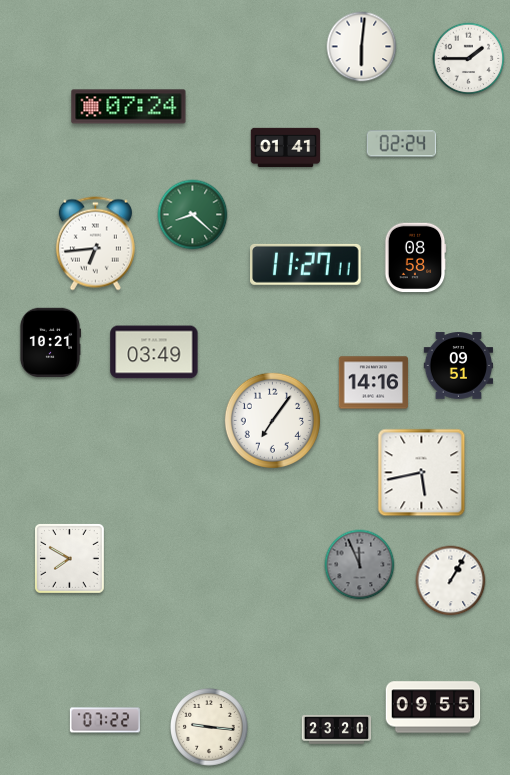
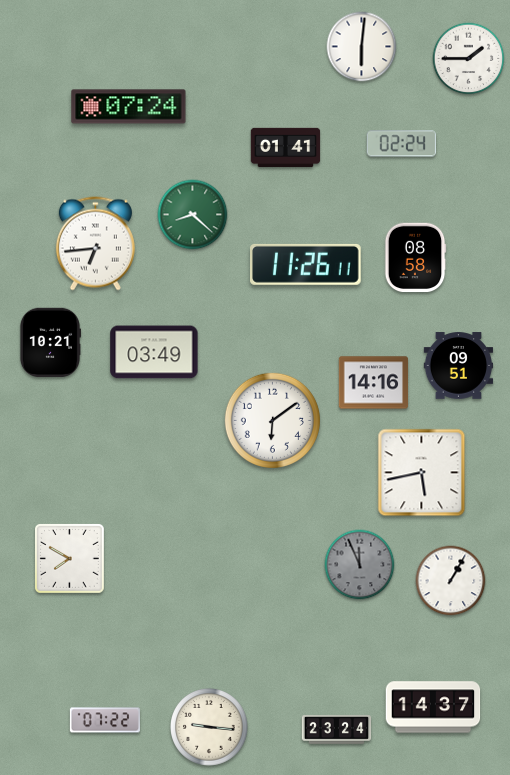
clock at (306, 264): 11:27 -> 11:26
clock at (272, 420): 7:06 -> 6:09
clock at (433, 707): 09:55 -> 14:37
clock at (337, 730): 23:20 -> 23:24
